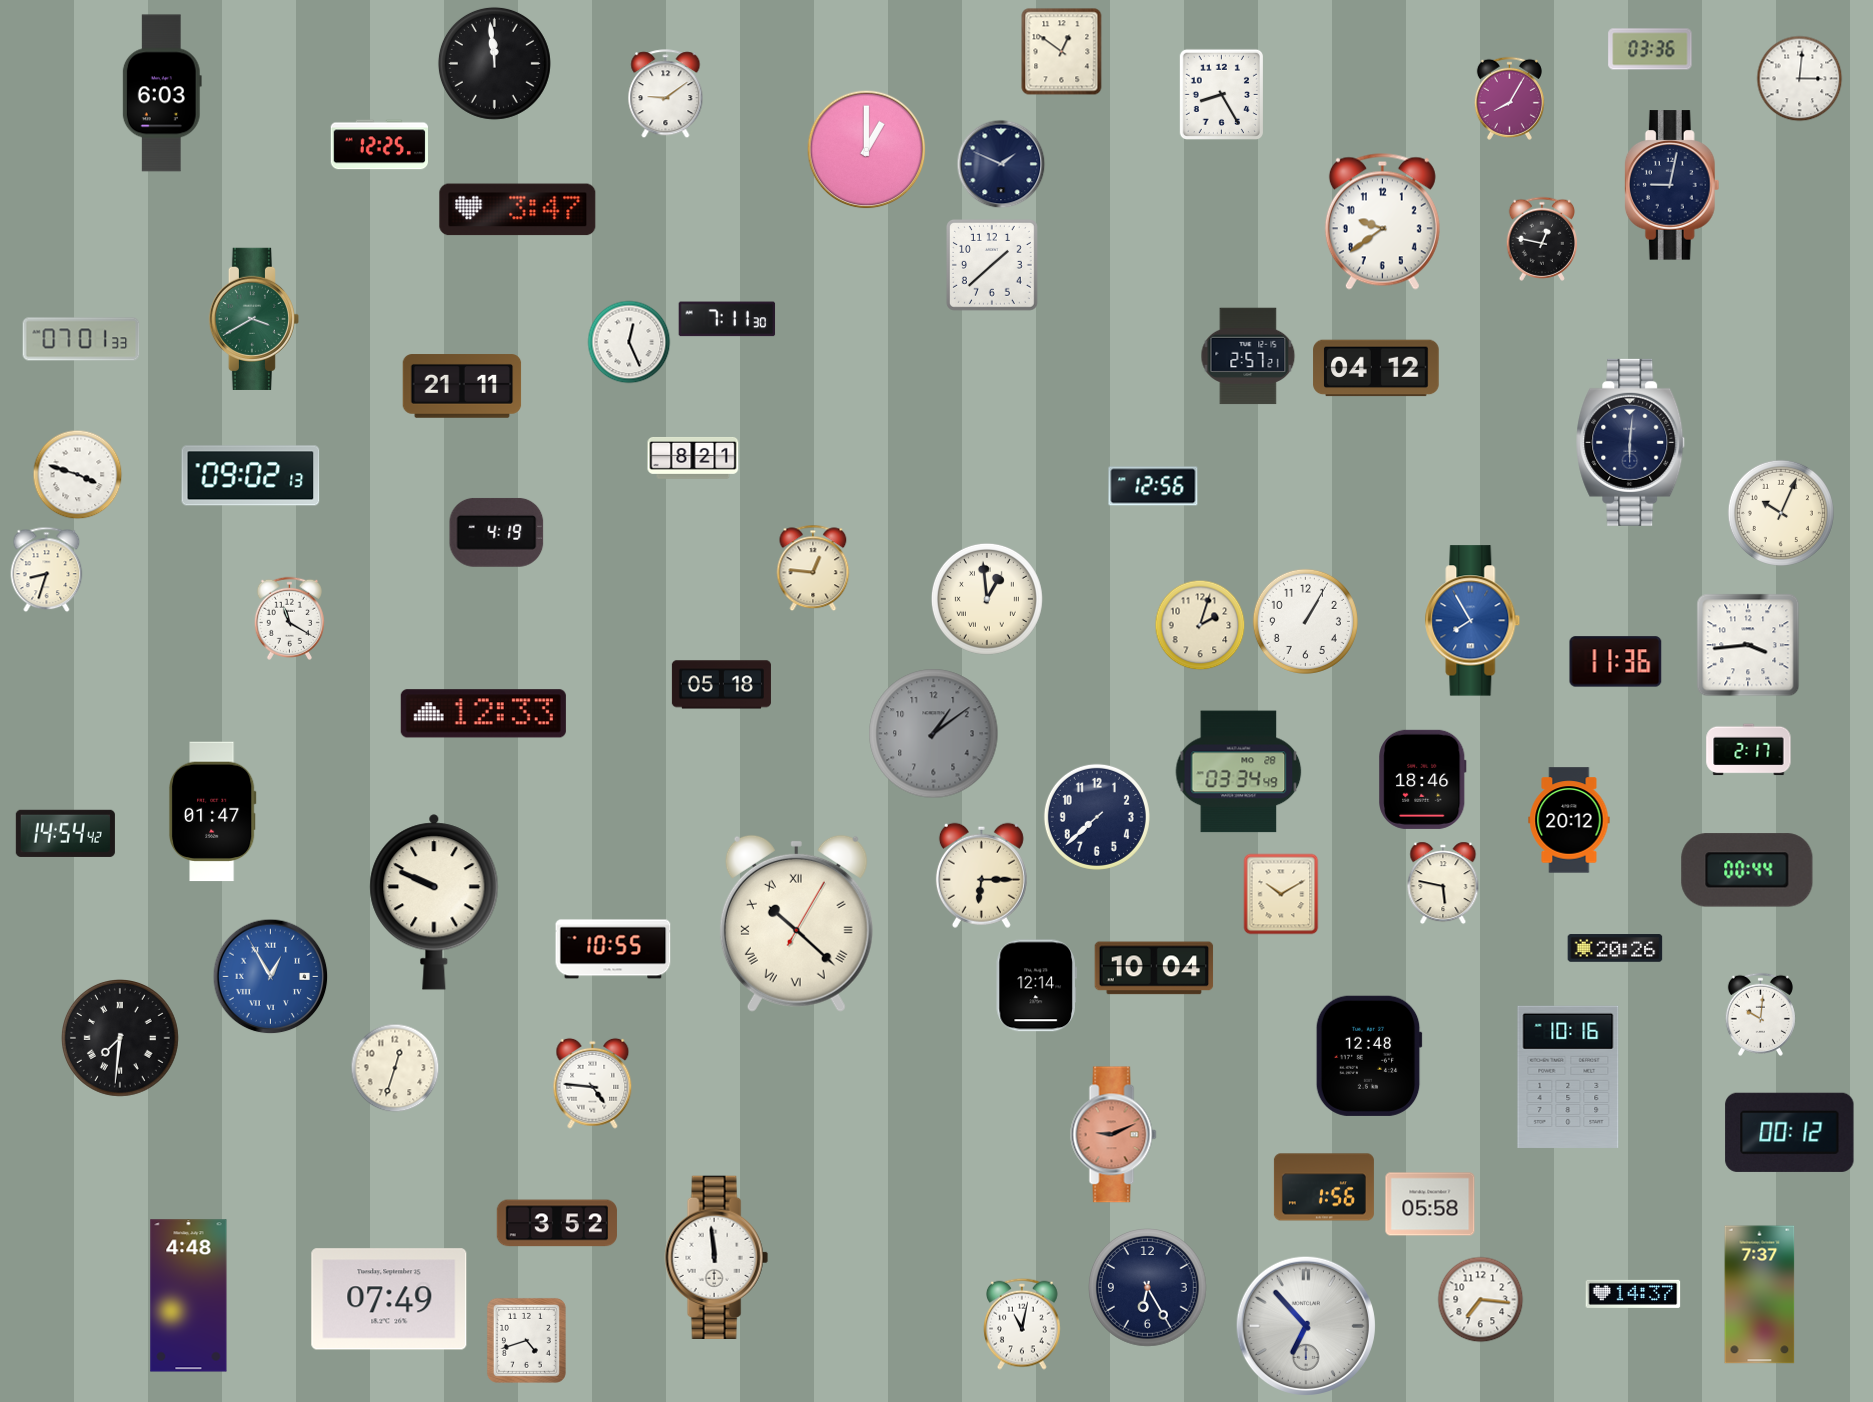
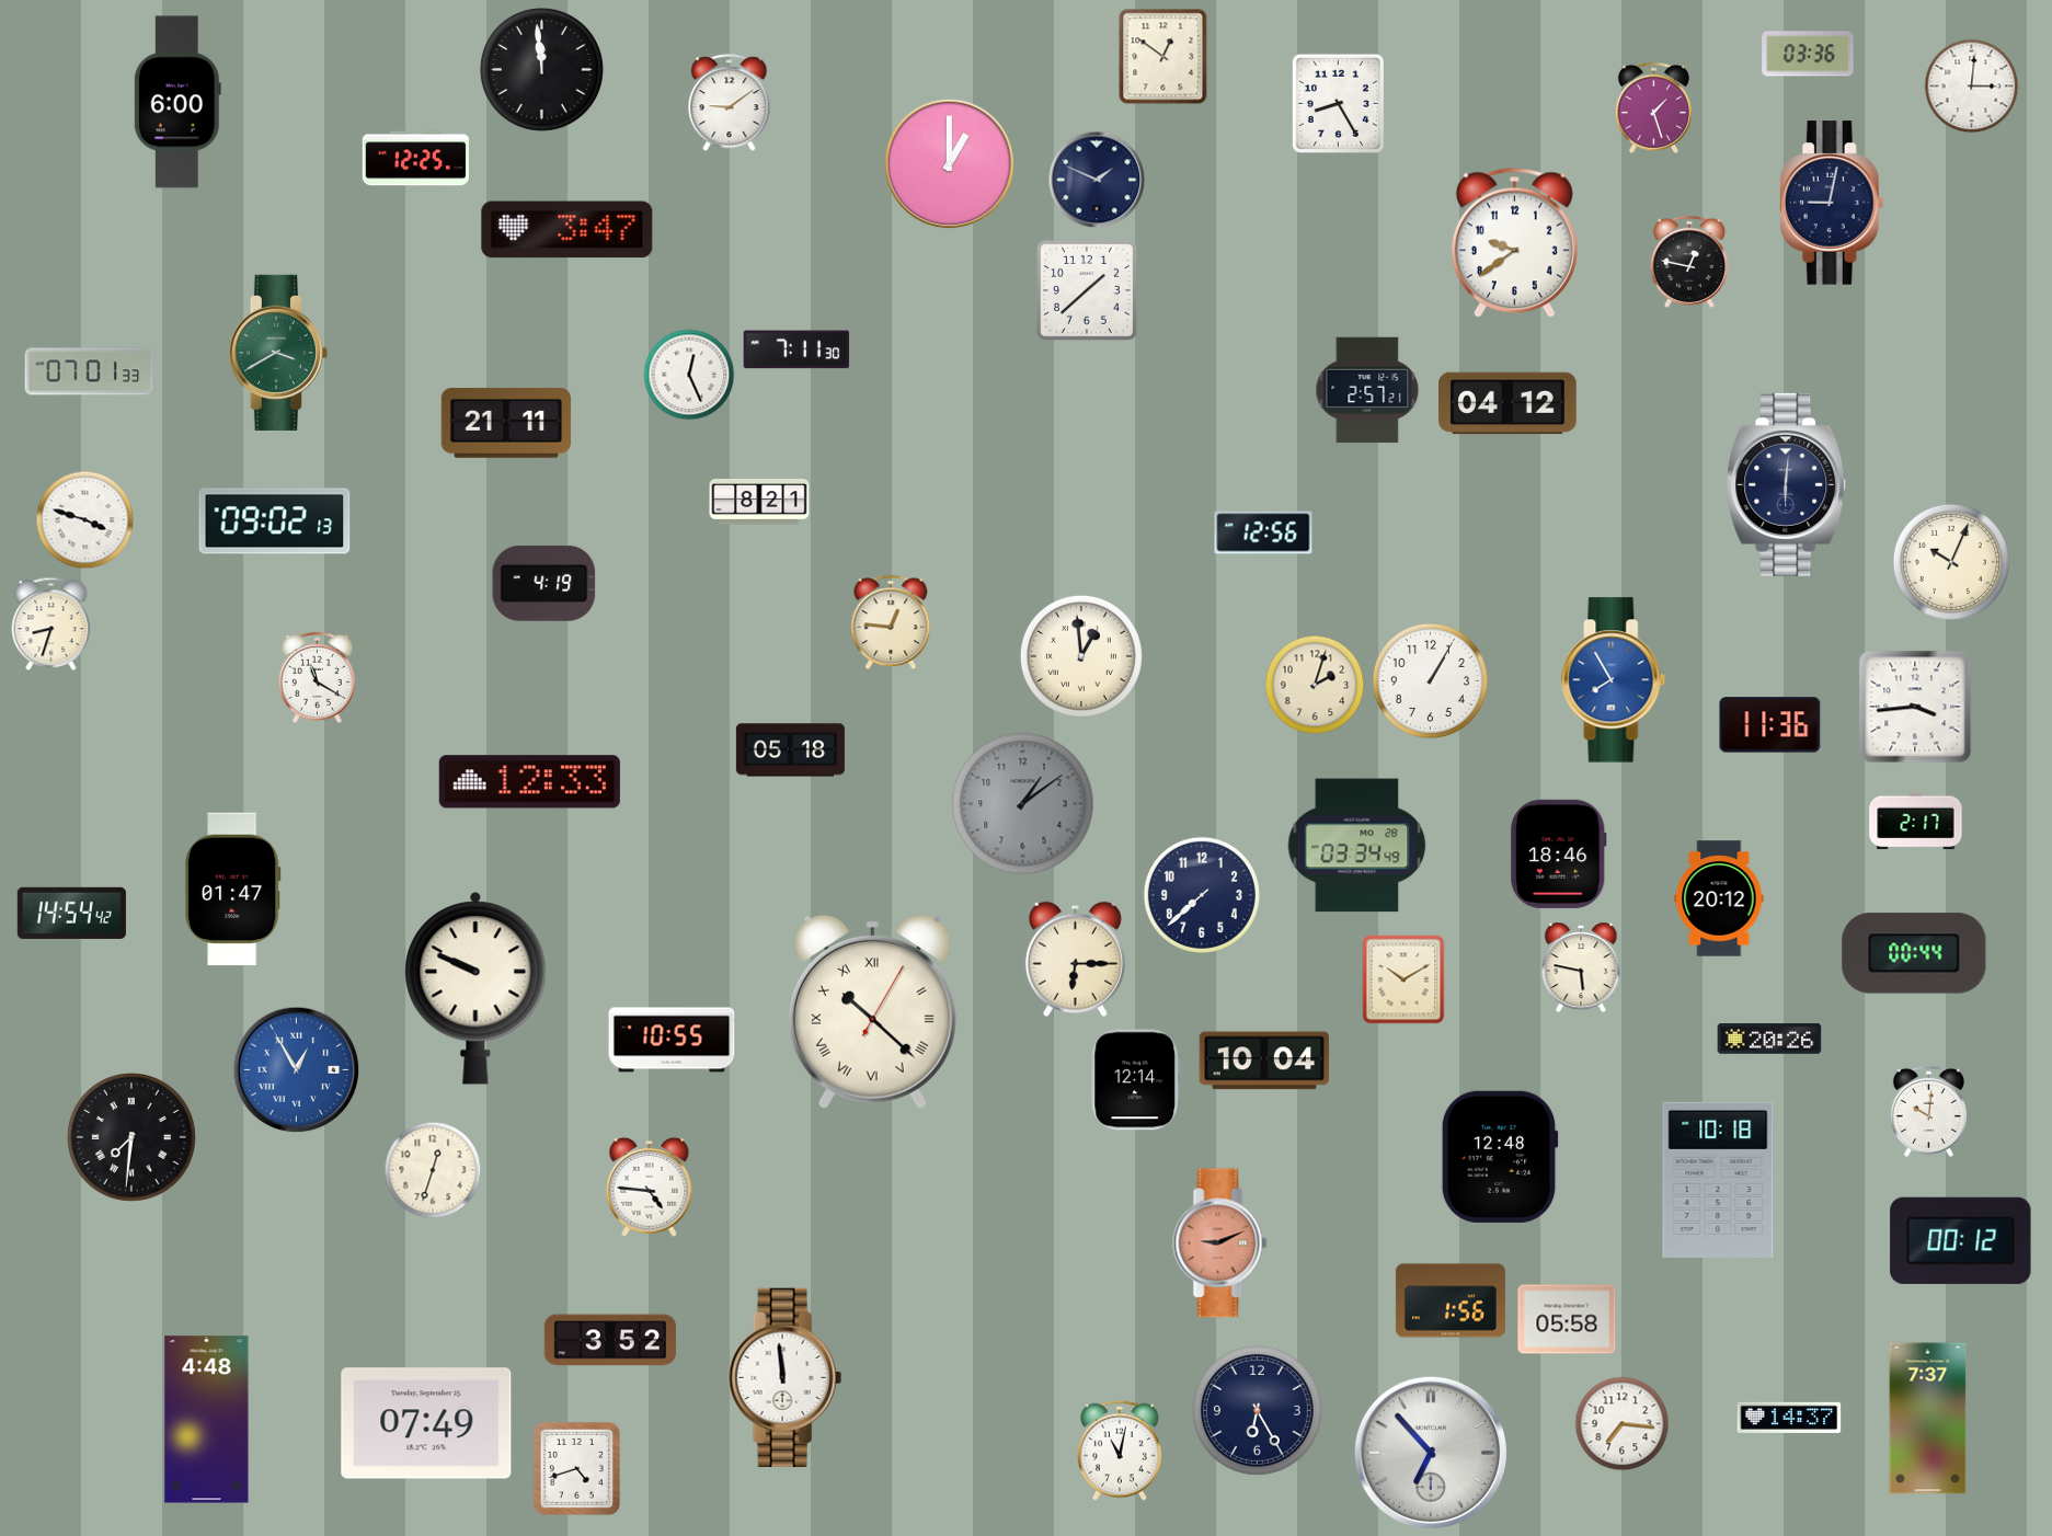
clock at (162, 93): 6:03 -> 6:00
clock at (1509, 98): 8:05 -> 1:27
clock at (253, 319) position: (253, 319) -> (277, 353)
clock at (1568, 1077): 10:16 -> 10:18
